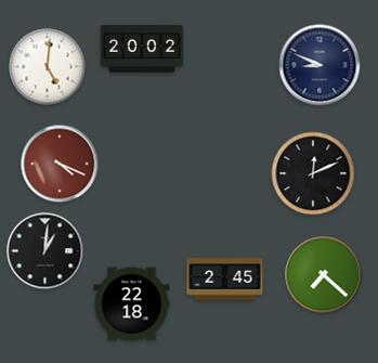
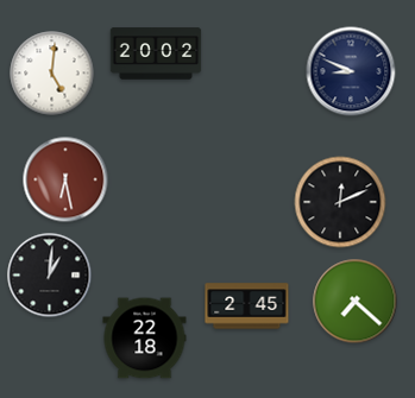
clock at (60, 164): 4:19 -> 6:28
clock at (313, 173) position: (313, 173) -> (340, 202)
clock at (132, 304) position: (132, 304) -> (145, 339)
